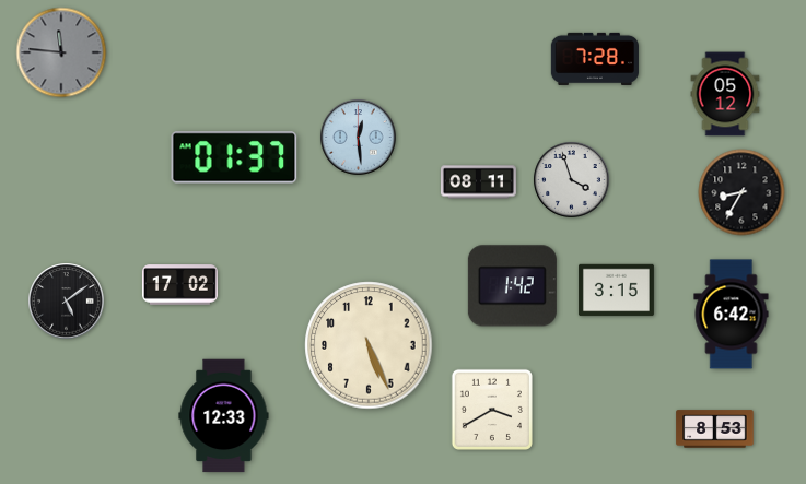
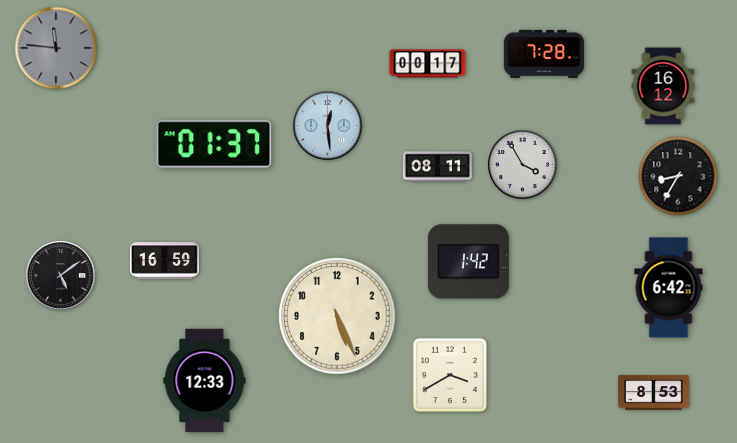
clock at (428, 64): none -> 00:17
clock at (725, 94): 05:12 -> 16:12
clock at (572, 180): 3:57 -> 3:55
clock at (179, 285): 17:02 -> 16:59
clock at (616, 291): 3:15 -> none
